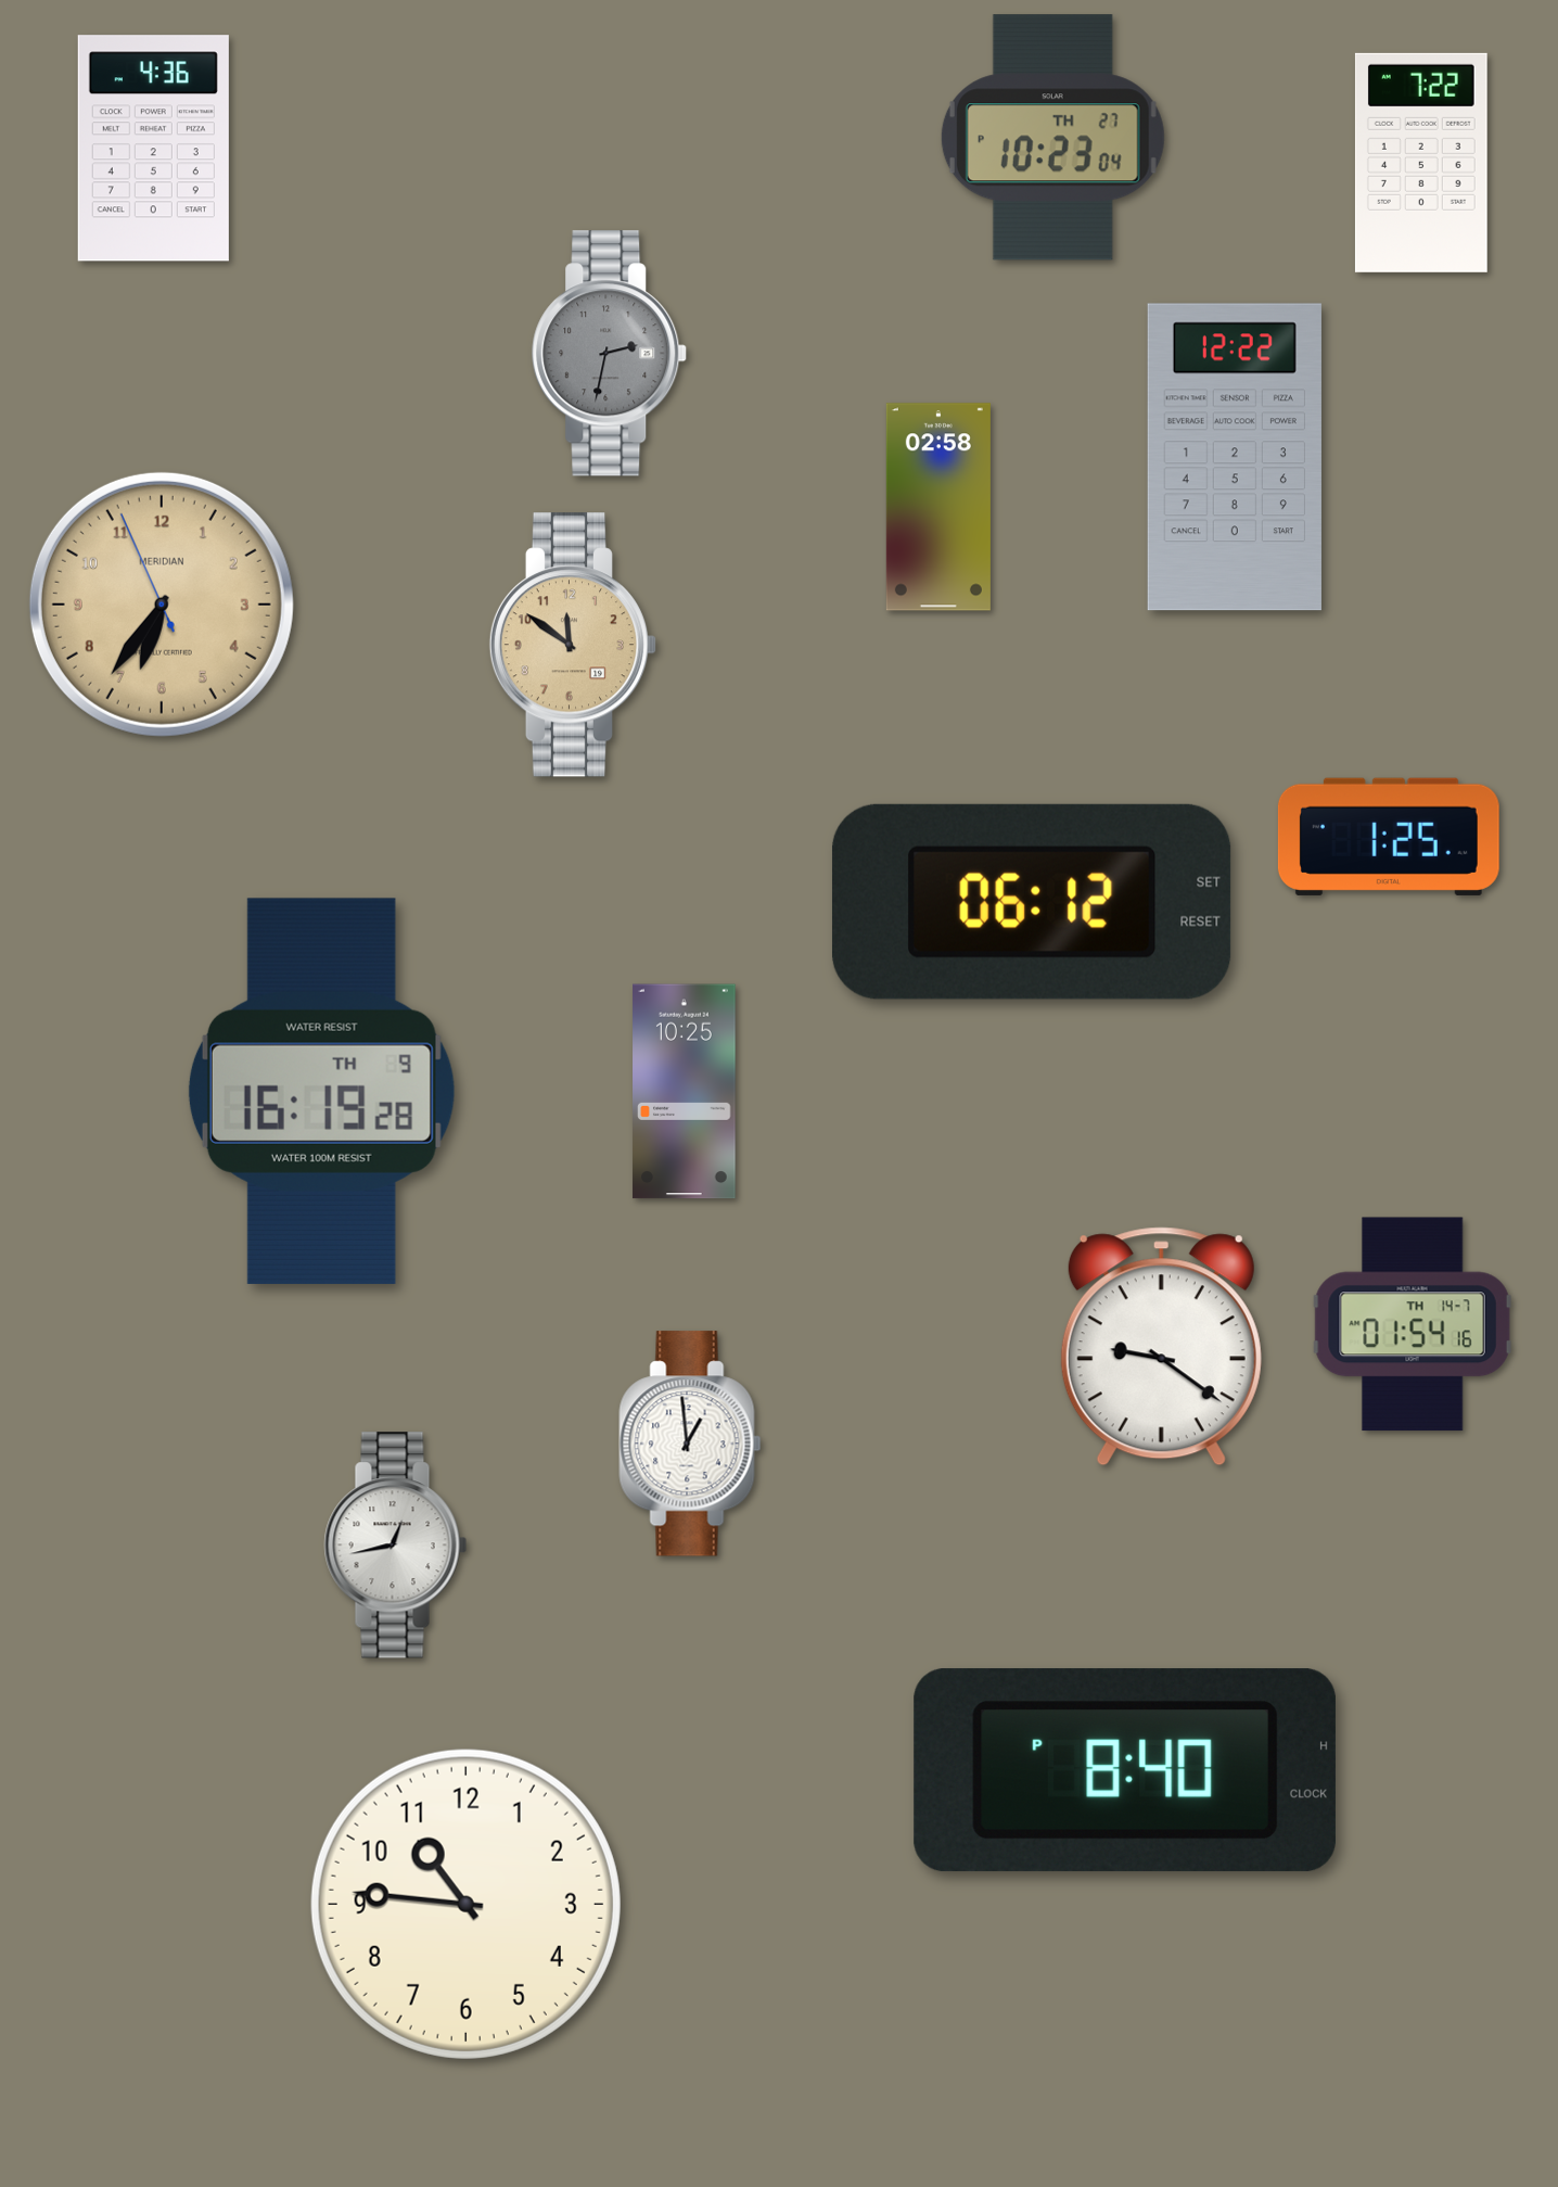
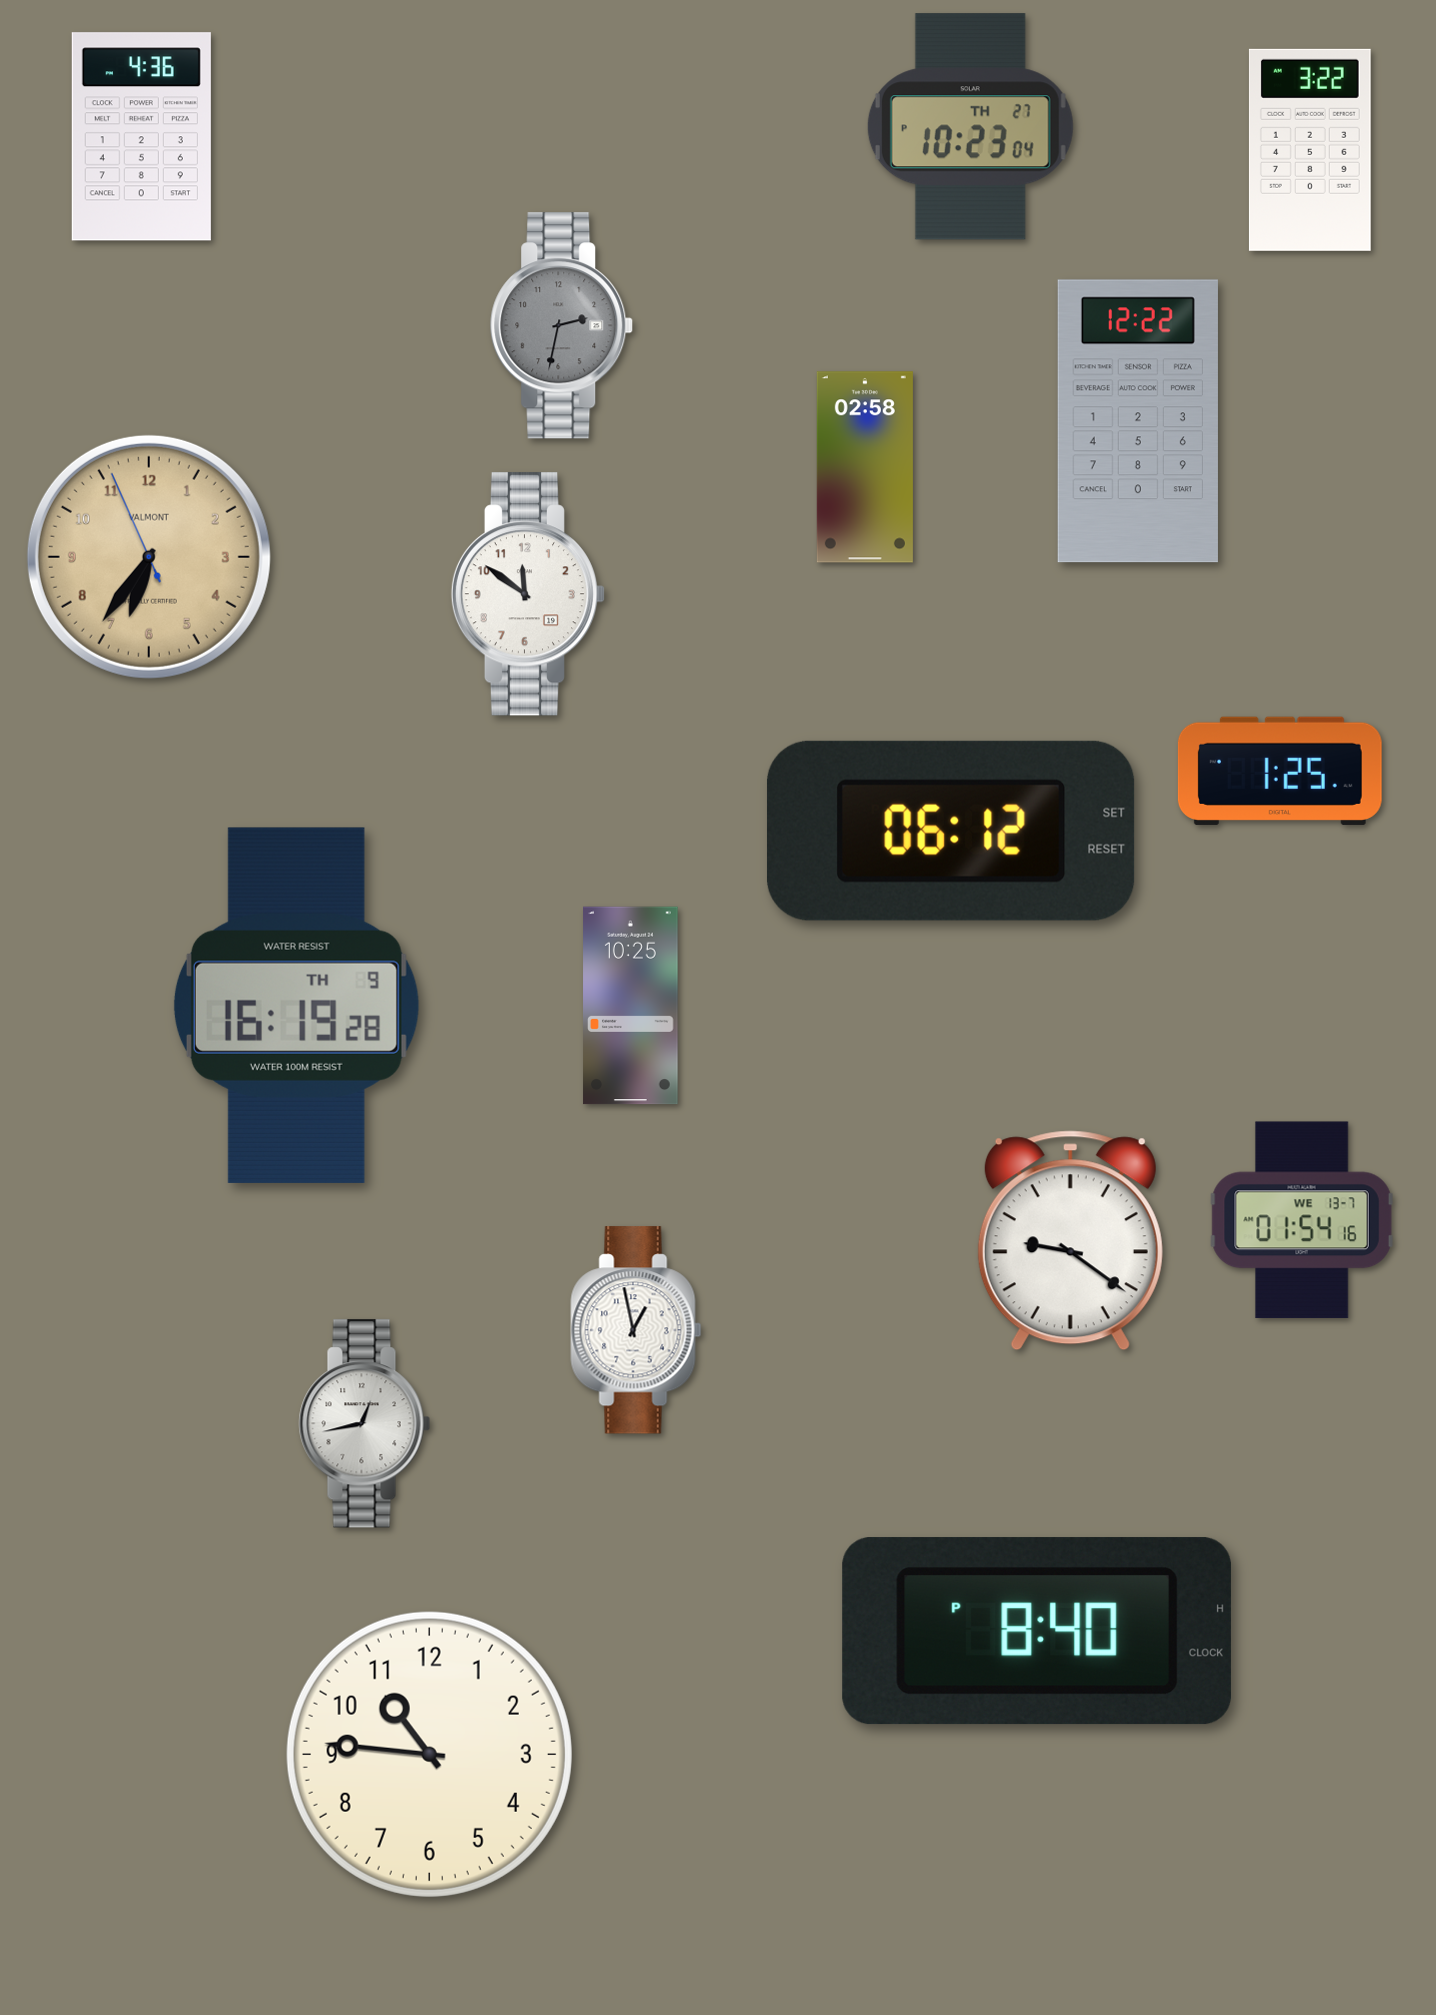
clock at (1421, 163): 7:22 -> 3:22
clock at (162, 605) brand: MERIDIAN -> VALMONT
clock at (573, 645) dial: champagne -> white
clock at (1413, 1324) date: TH 14-7 -> WE 13-7
clock at (690, 1444): 12:59 -> 12:58
